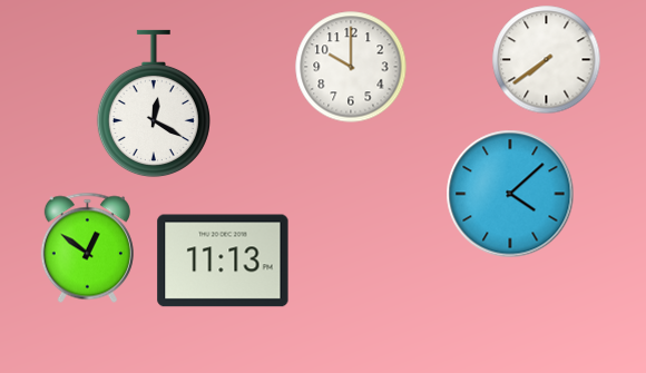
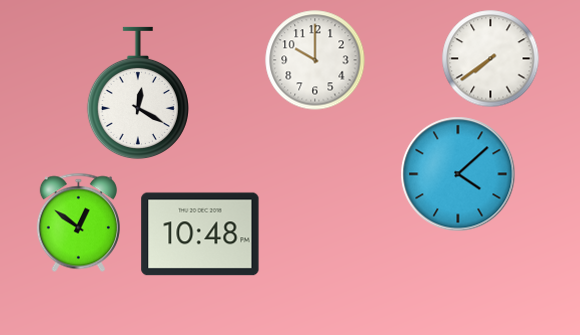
clock at (547, 60) position: (547, 60) -> (491, 59)
clock at (223, 261): 11:13 -> 10:48
